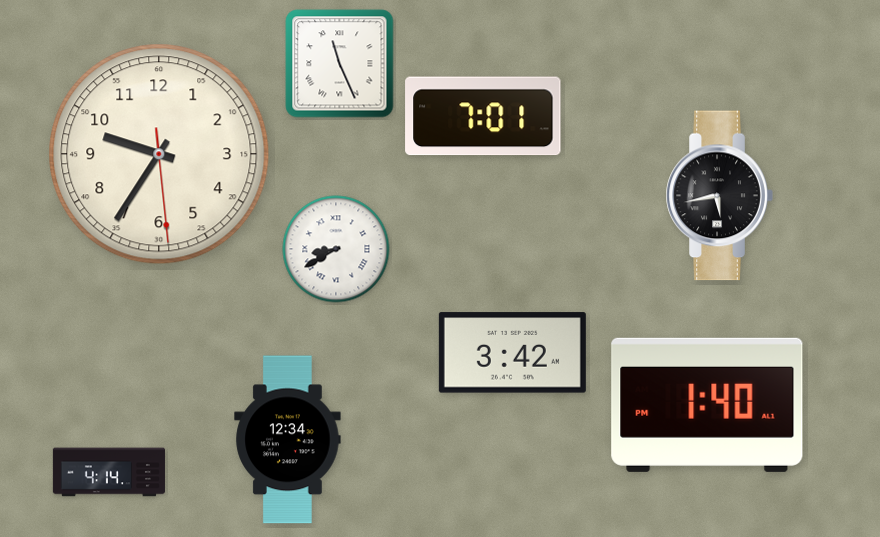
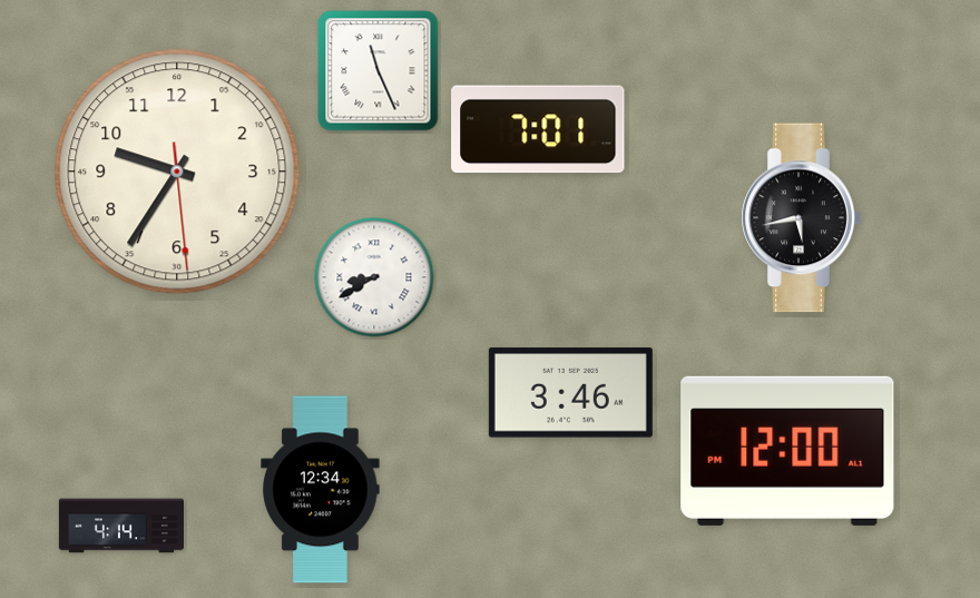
clock at (512, 353): 3:42 -> 3:46
clock at (707, 405): 1:40 -> 12:00
